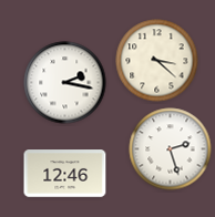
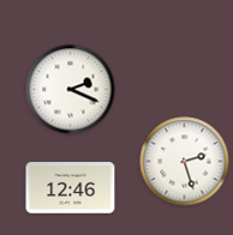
clock at (157, 61): 3:22 -> none
clock at (65, 83): 2:17 -> 2:19
